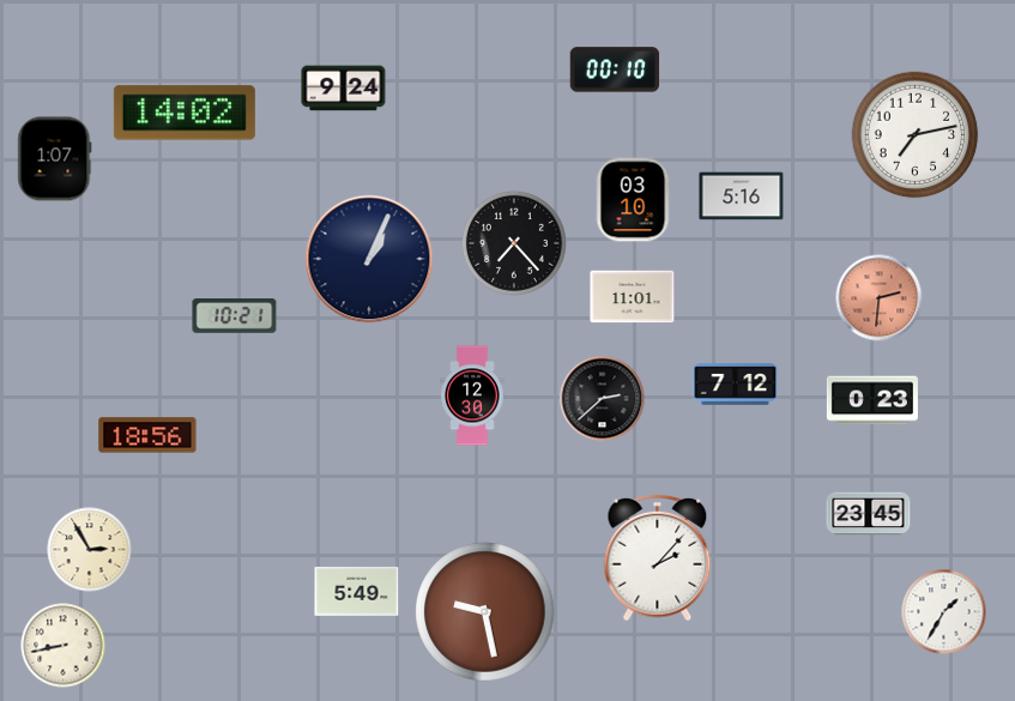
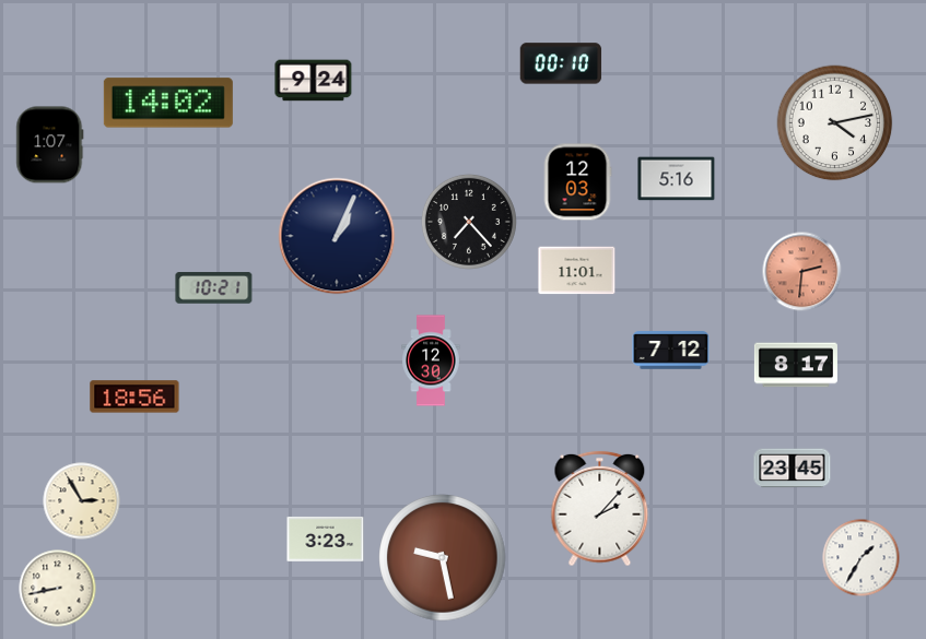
clock at (916, 135): 7:13 -> 4:13
clock at (633, 200): 03:10 -> 12:03
clock at (603, 399): 2:38 -> none
clock at (872, 400): 0:23 -> 8:17
clock at (357, 591): 5:49 -> 3:23
